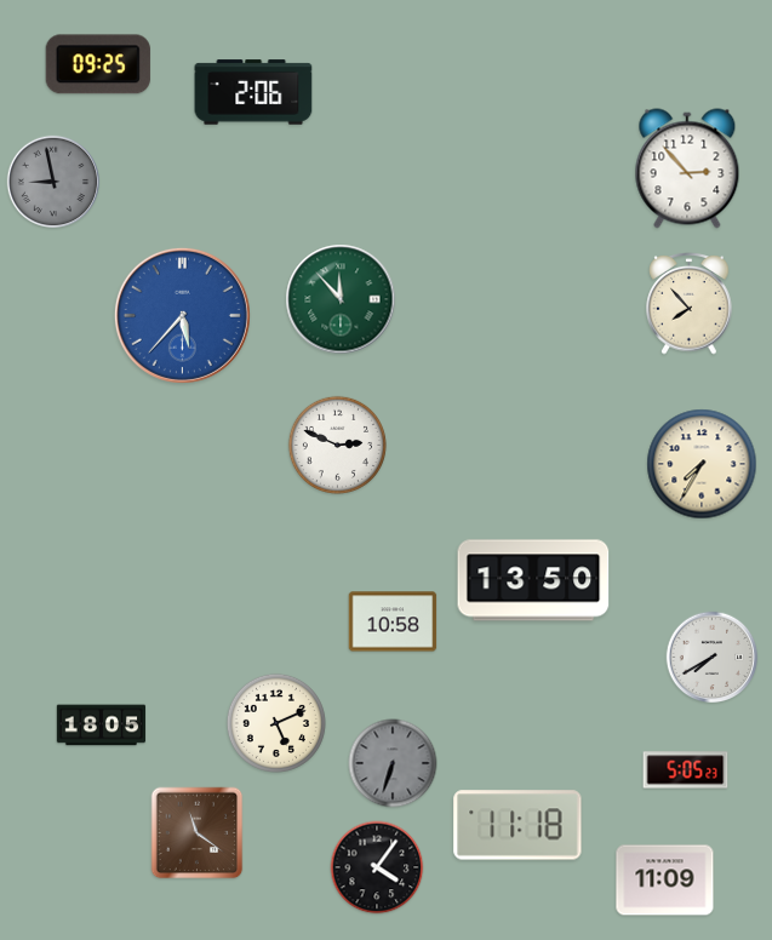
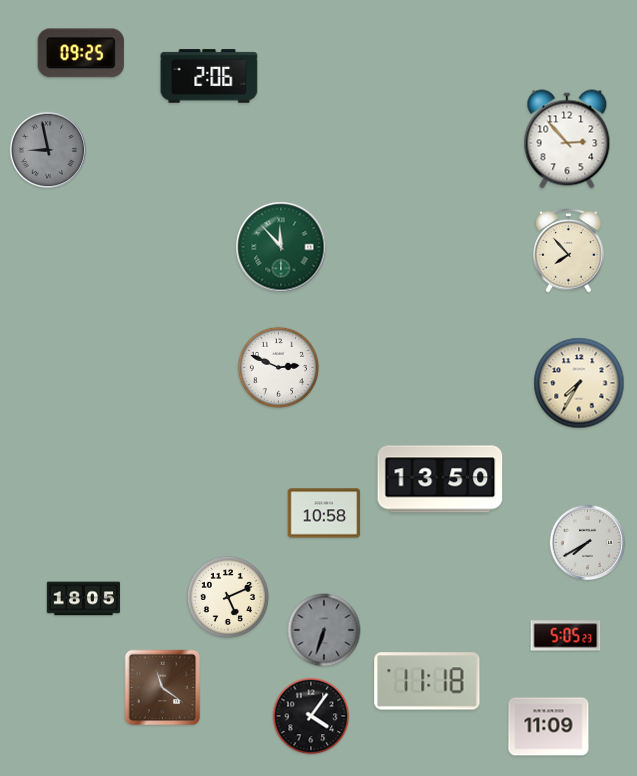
clock at (53, 182) position: (53, 182) -> (48, 150)
clock at (182, 315): 5:37 -> none
